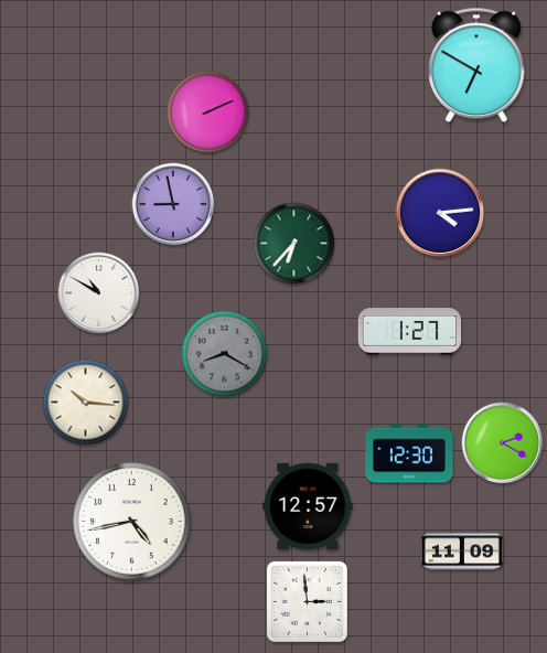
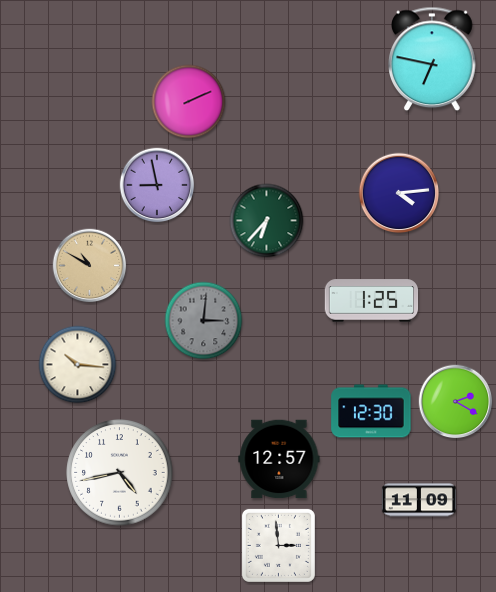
clock at (476, 65): 6:50 -> 6:47
clock at (99, 293) dial: white -> champagne
clock at (410, 332): 1:27 -> 1:25
clock at (225, 354): 8:20 -> 3:01
